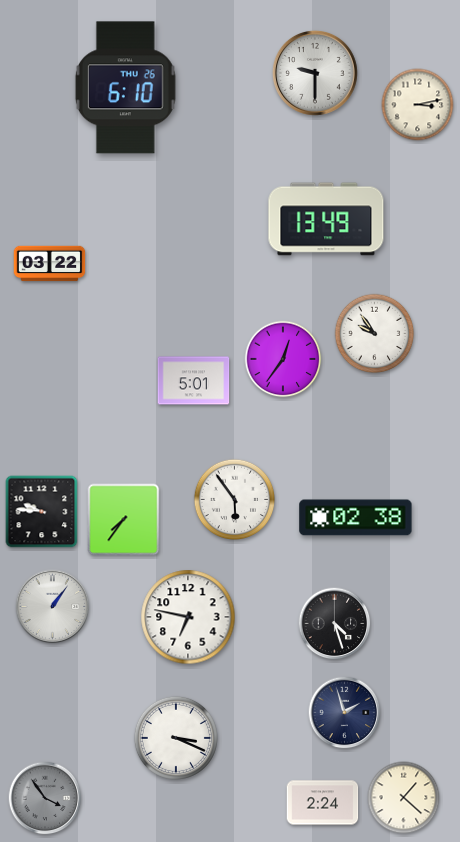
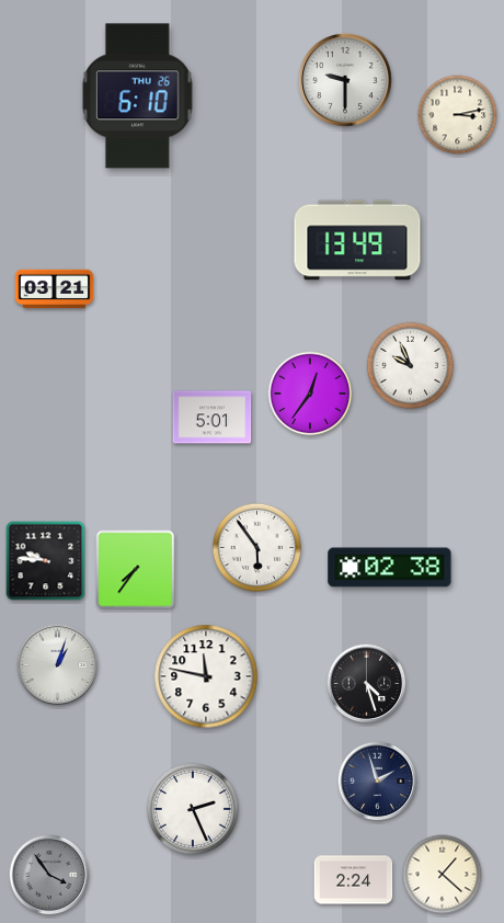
clock at (50, 264): 03:22 -> 03:21
clock at (375, 334): 9:54 -> 9:56
clock at (53, 607): 1:06 -> 1:03
clock at (188, 617): 6:47 -> 11:47
clock at (176, 738): 3:19 -> 2:26
